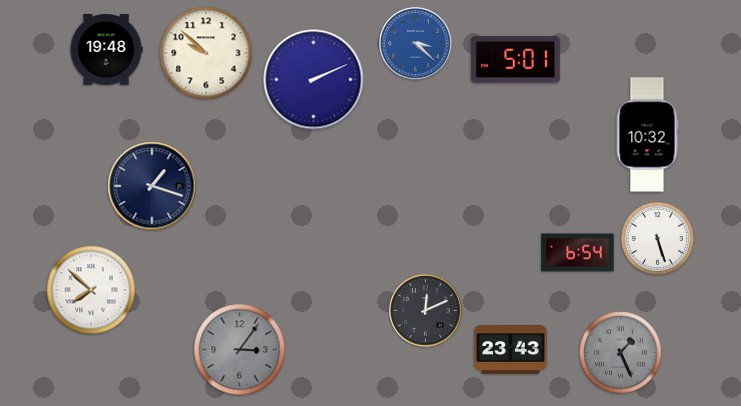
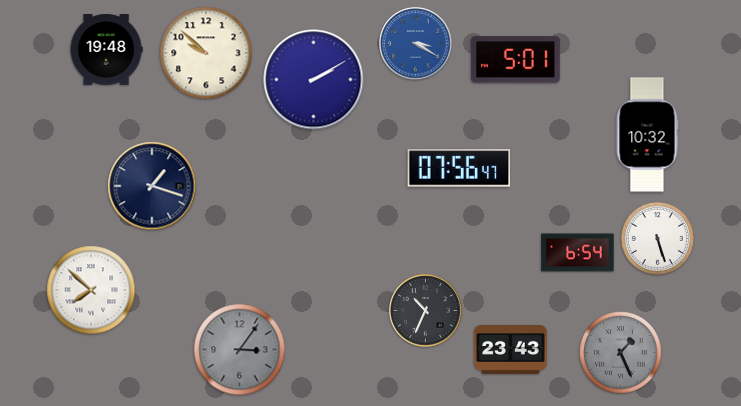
clock at (416, 44): 3:22 -> 3:20
clock at (314, 80): 2:11 -> 2:10
clock at (459, 168): none -> 07:56
clock at (426, 311): 12:11 -> 10:34
